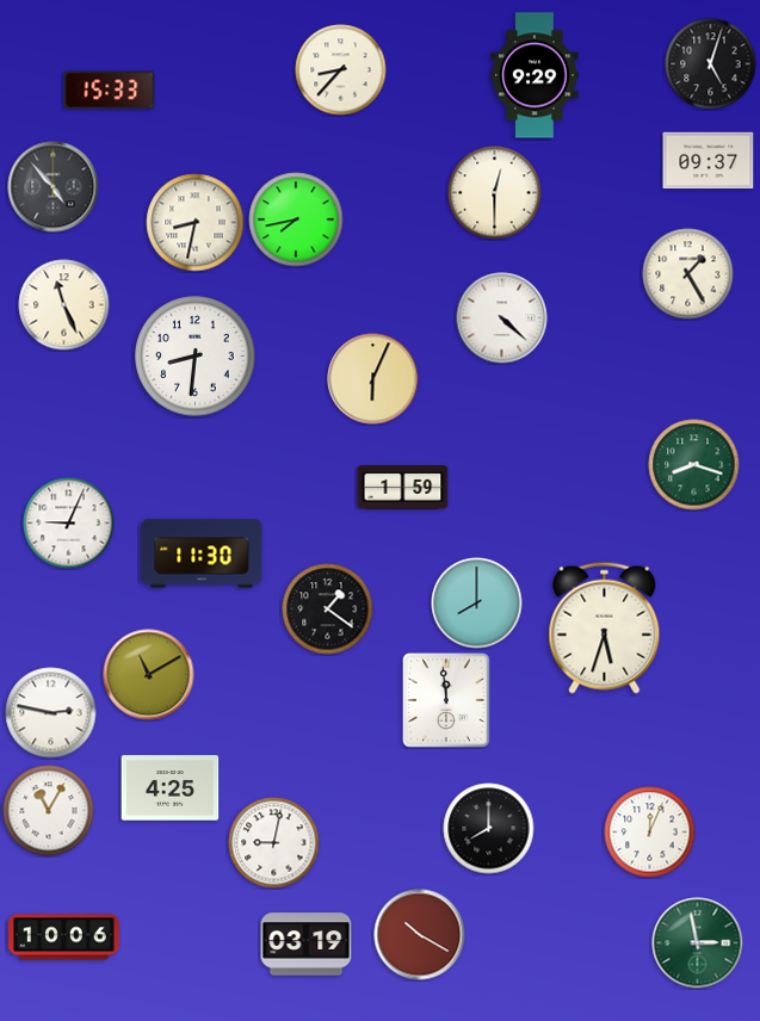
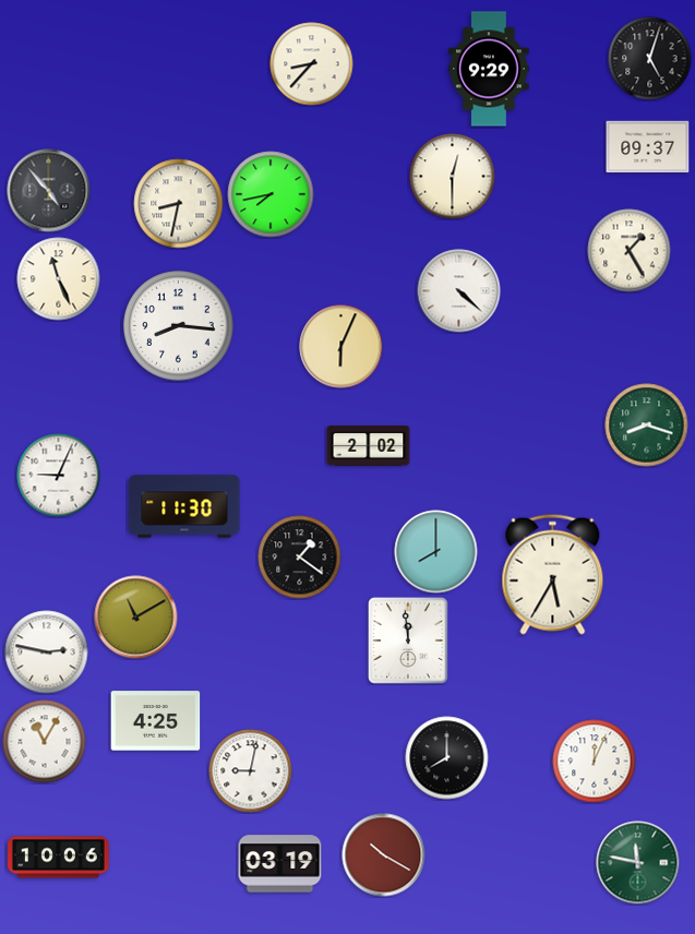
clock at (110, 91): 15:33 -> none
clock at (54, 187) position: (54, 187) -> (49, 191)
clock at (296, 219) position: (296, 219) -> (271, 194)
clock at (196, 357): 8:31 -> 8:16
clock at (694, 465) position: (694, 465) -> (647, 426)
clock at (403, 488): 1:59 -> 2:02
clock at (69, 524) position: (69, 524) -> (59, 476)
clock at (605, 627): 5:33 -> 5:35
clock at (698, 943): 2:58 -> 11:47
